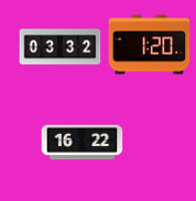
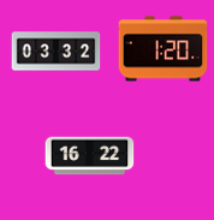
clock at (61, 47) position: (61, 47) -> (57, 52)
